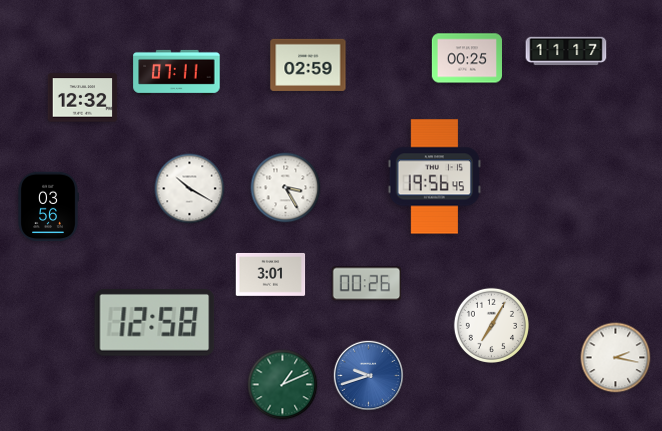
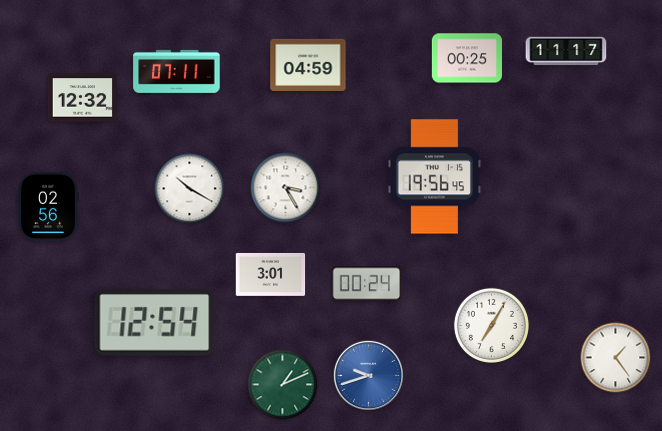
clock at (308, 65): 02:59 -> 04:59
clock at (48, 207): 03:56 -> 02:56
clock at (367, 284): 00:26 -> 00:24
clock at (155, 322): 12:58 -> 12:54
clock at (616, 358): 2:17 -> 1:24
